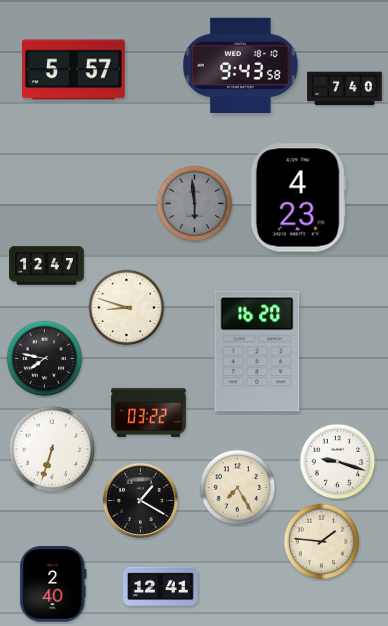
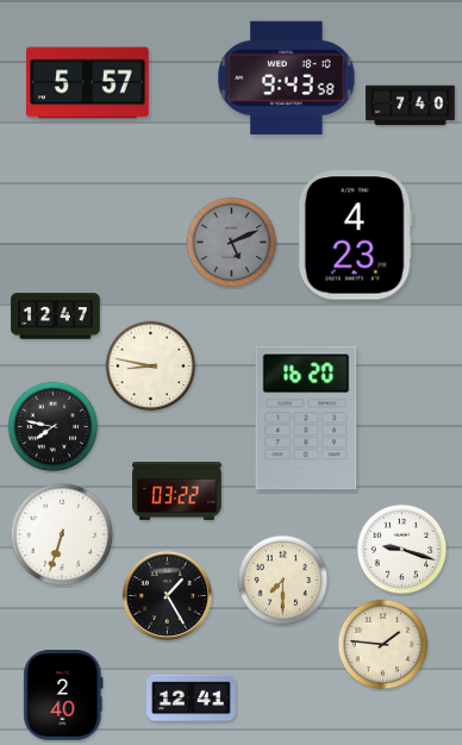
clock at (195, 204): 5:59 -> 5:11
clock at (127, 308): 8:48 -> 8:47
clock at (238, 488): 7:25 -> 7:30
clock at (140, 500): 1:20 -> 1:25
